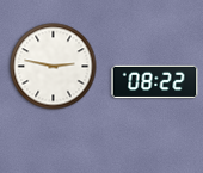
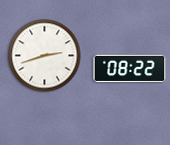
clock at (54, 67): 2:47 -> 2:42
